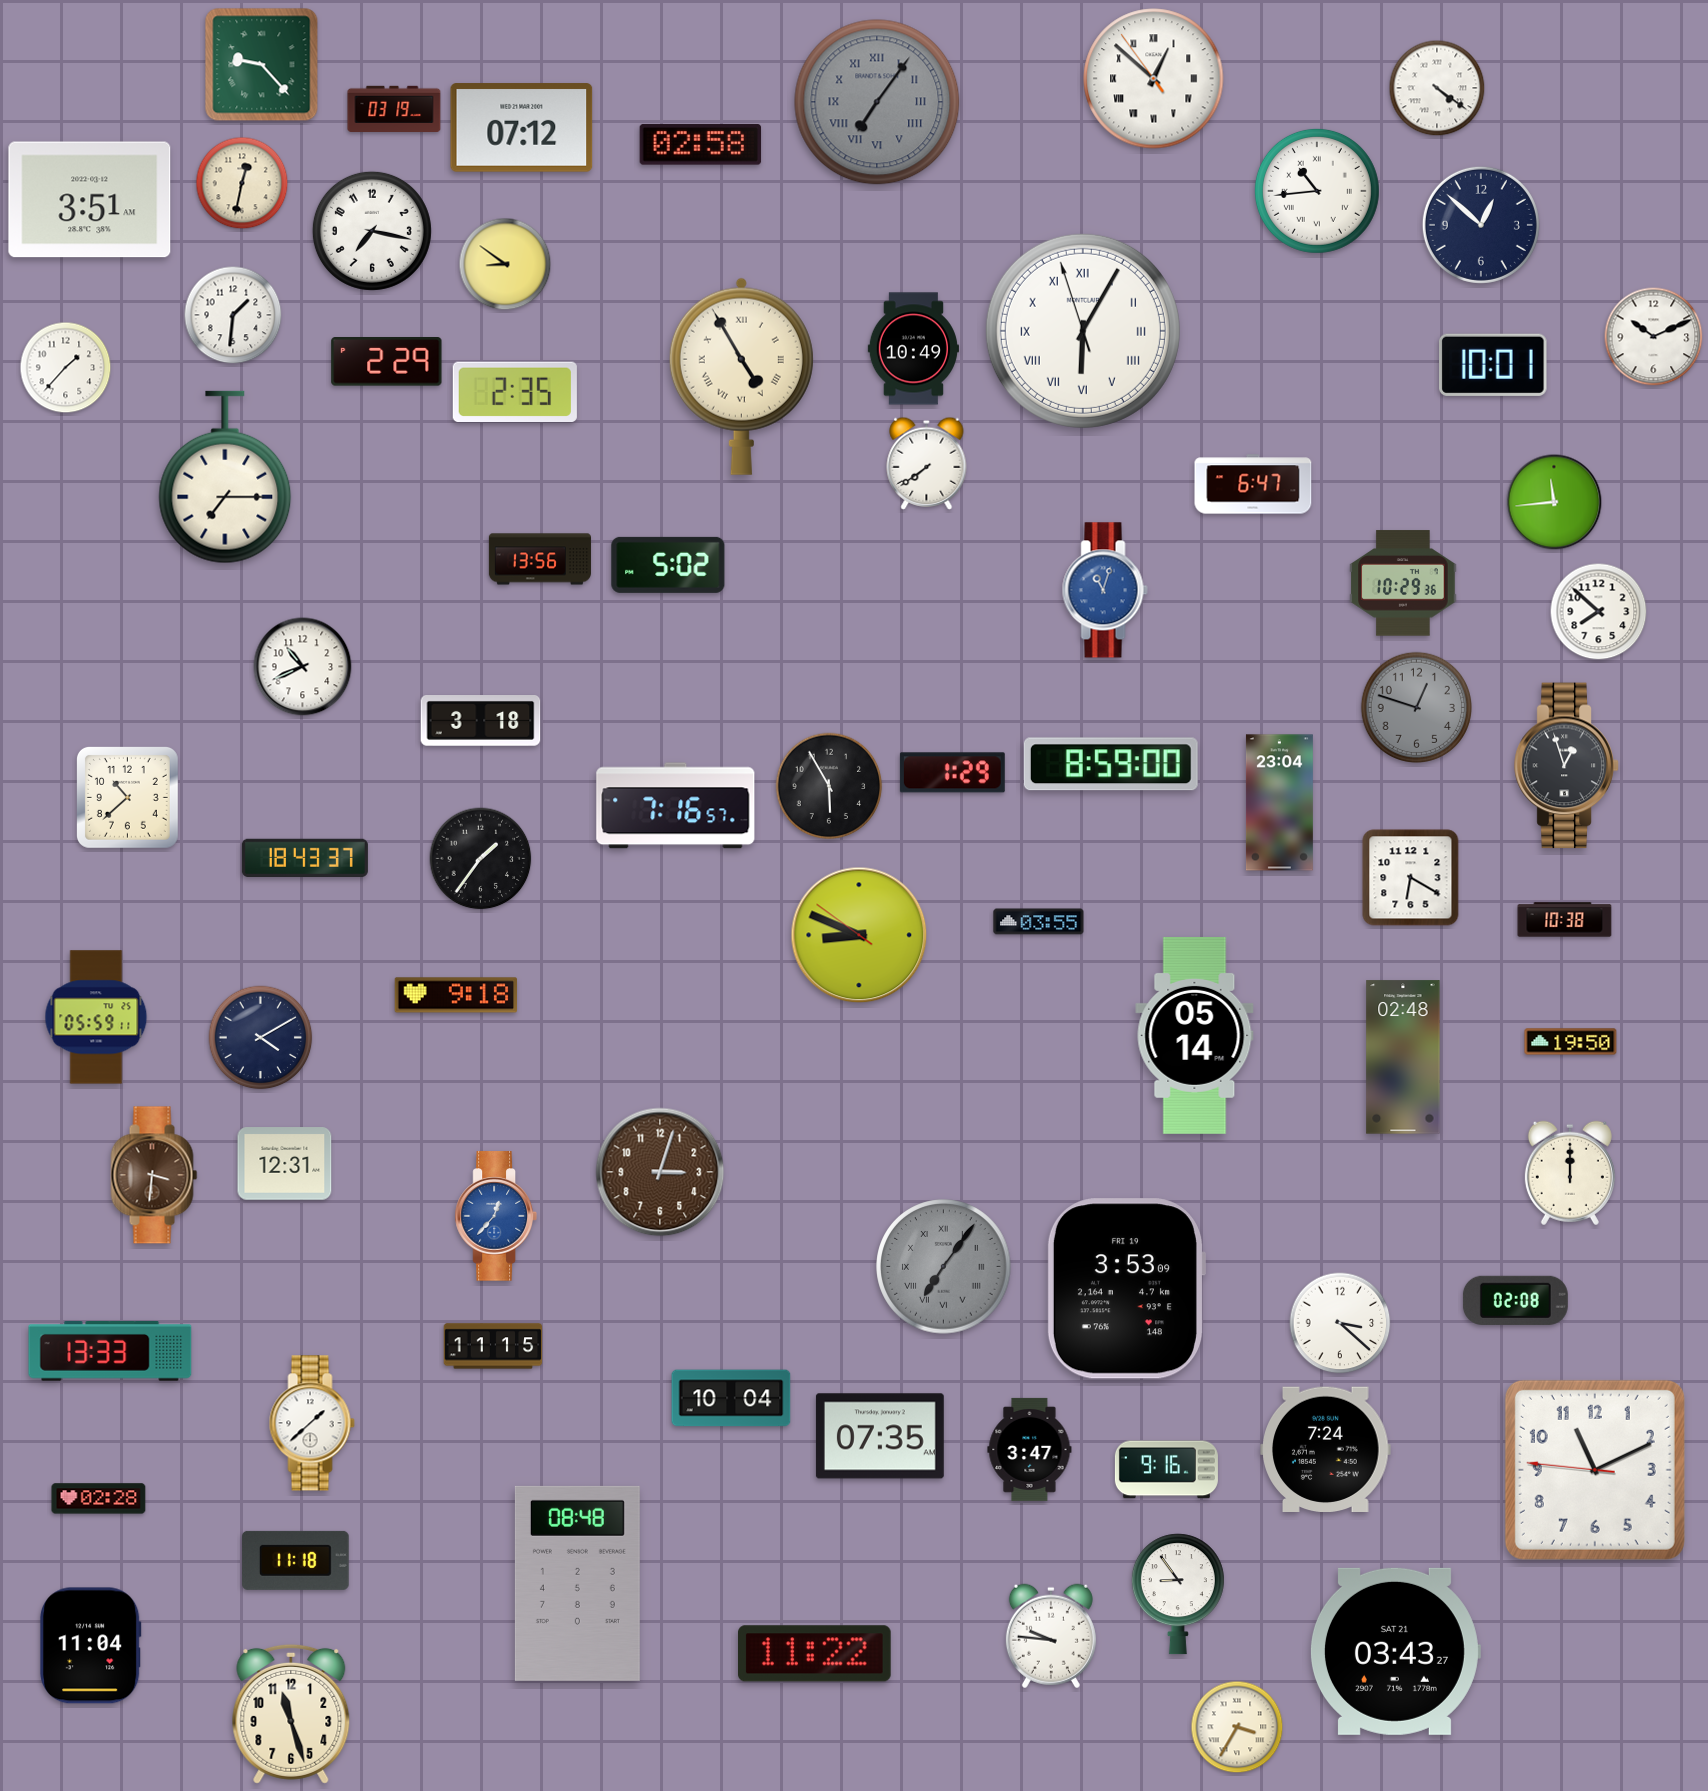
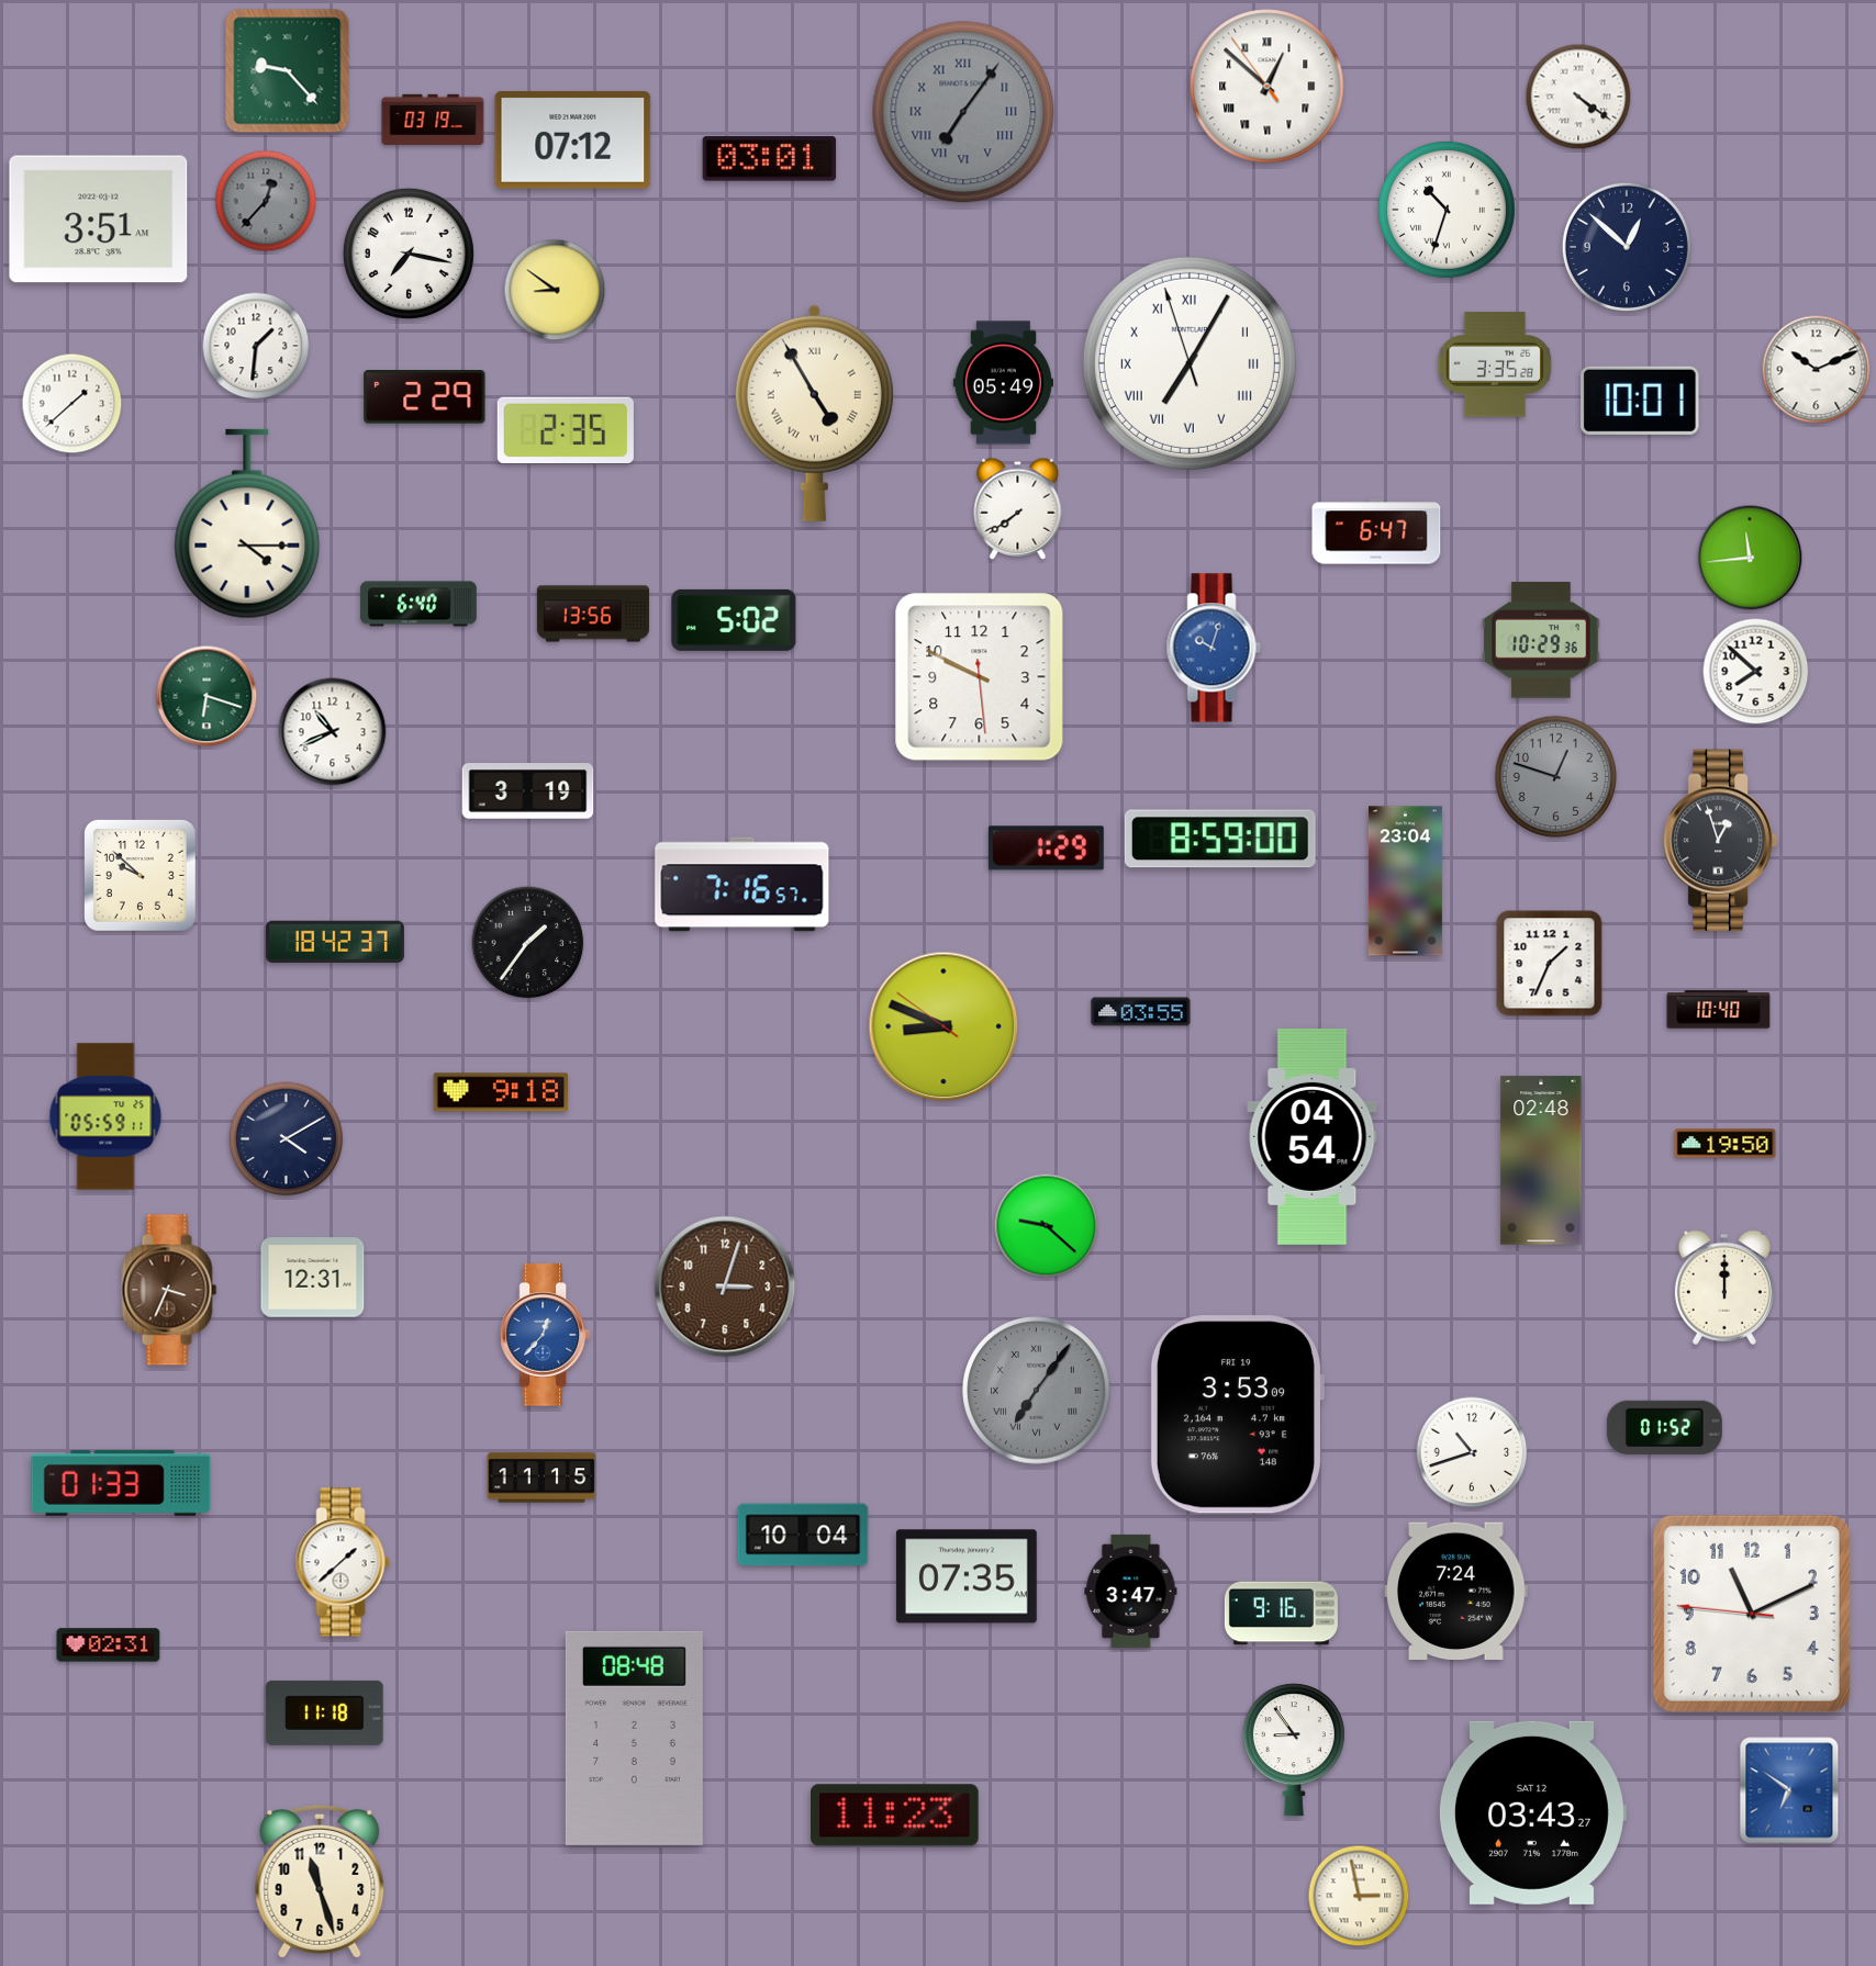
clock at (701, 145): 02:58 -> 03:01
clock at (242, 183): 12:32 -> 12:37
clock at (242, 183) dial: cream -> grey
clock at (1317, 191): 10:44 -> 10:33
clock at (1083, 331): 6:04 -> 7:04
clock at (1495, 364): none -> 3:35
clock at (913, 349): 10:49 -> 05:49
clock at (66, 368): 1:37 -> 1:38
clock at (225, 477): 7:15 -> 4:15
clock at (1554, 502) position: (1554, 502) -> (1750, 558)
clock at (418, 604): none -> 6:40
clock at (1105, 590): 11:03 -> 10:03
clock at (980, 677): none -> 9:49
clock at (206, 696): none -> 6:18
clock at (481, 721): 3:18 -> 3:19
clock at (829, 786): 5:55 -> none
clock at (127, 797): 10:38 -> 9:52
clock at (305, 858): 18:43 -> 18:42
clock at (1411, 878): 6:20 -> 1:34
clock at (1565, 920): 10:38 -> 10:40
clock at (1195, 1035): 05:14 -> 04:54
clock at (1047, 1226): none -> 9:22
clock at (154, 1175): 3:31 -> 3:34
clock at (1515, 1300): 02:08 -> 01:52
clock at (1340, 1323): 3:22 -> 10:42
clock at (110, 1352): 13:33 -> 01:33
clock at (99, 1499): 02:28 -> 02:31
clock at (1789, 1790): none -> 6:51
clock at (1051, 1636): 9:46 -> none
clock at (90, 1646): 11:04 -> none
clock at (1395, 1651) date: SAT 21 -> SAT 12
clock at (815, 1654): 11:22 -> 11:23
clock at (1237, 1727): 3:35 -> 2:58
